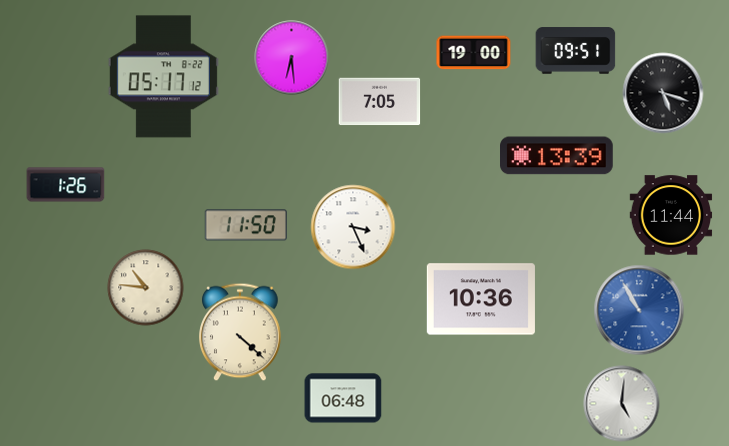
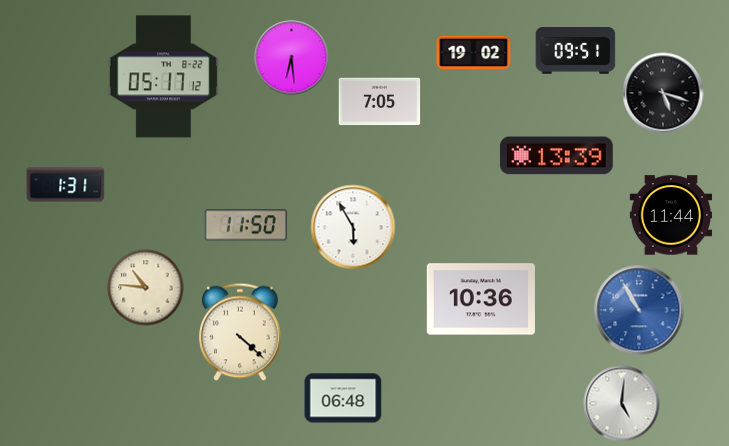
clock at (474, 53): 19:00 -> 19:02
clock at (66, 185): 1:26 -> 1:31
clock at (353, 227): 3:26 -> 5:55
